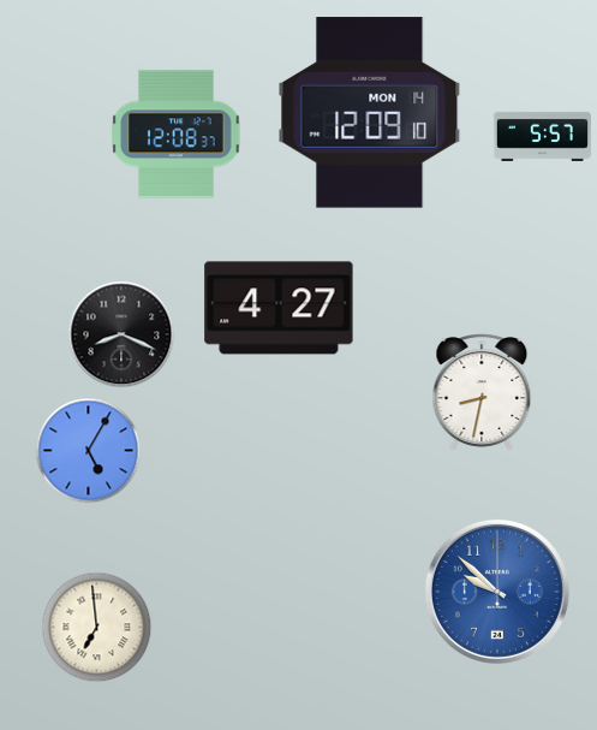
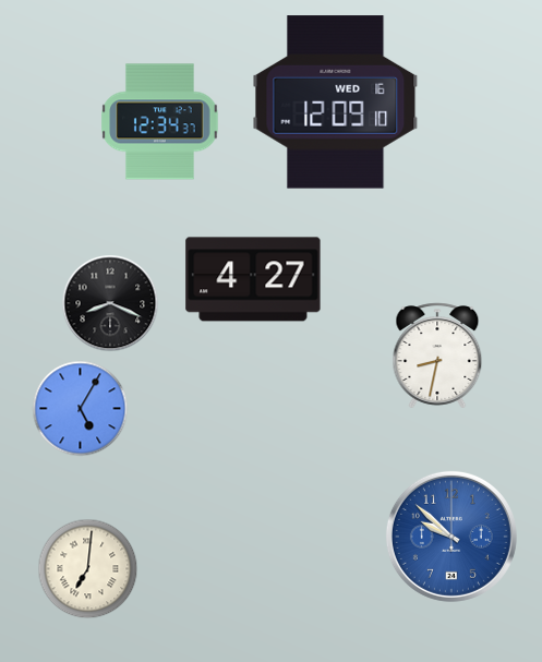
clock at (370, 113) date: MON 14 -> WED 16
clock at (177, 135): 12:08 -> 12:34
clock at (542, 136): 5:57 -> none
clock at (97, 628): 6:59 -> 7:01
